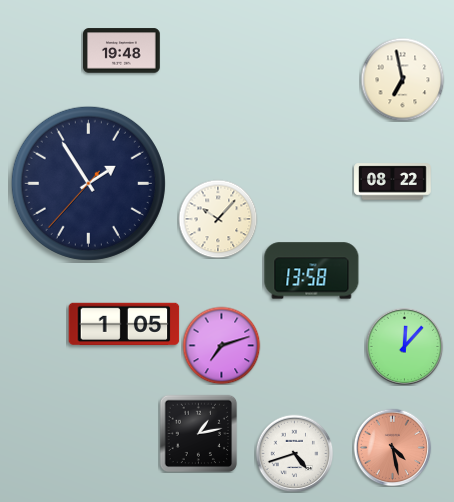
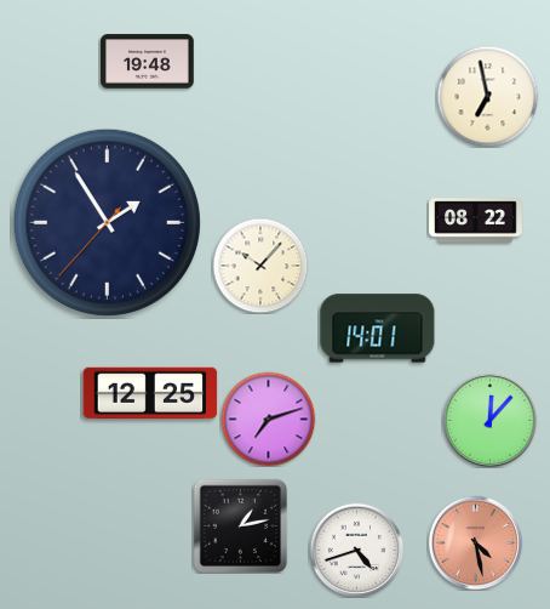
clock at (218, 219) position: (218, 219) -> (260, 266)
clock at (312, 271): 13:58 -> 14:01
clock at (124, 324): 1:05 -> 12:25
